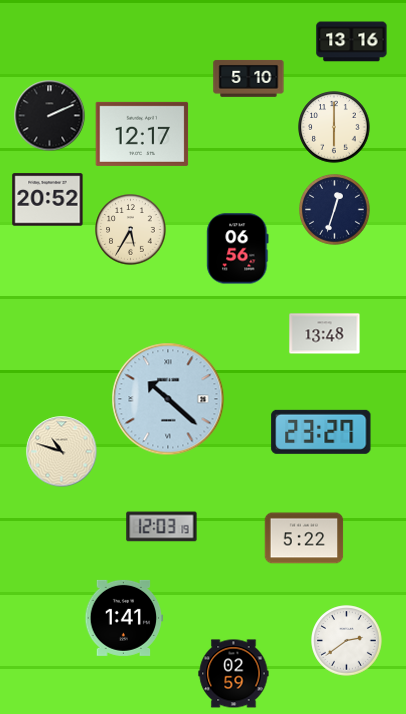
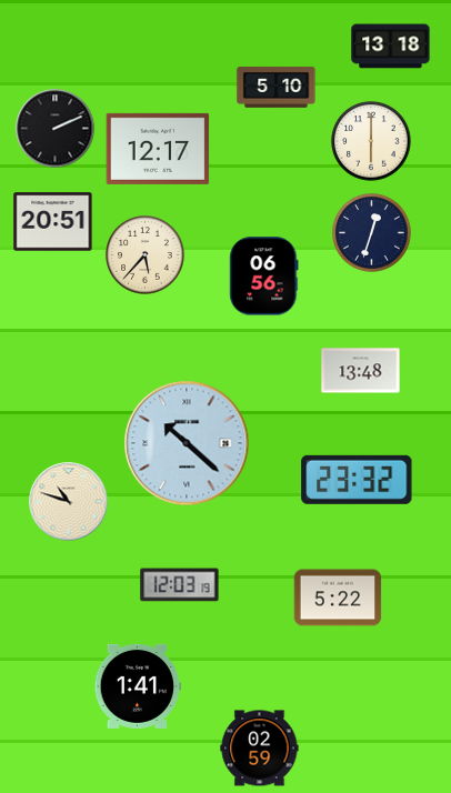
clock at (352, 42): 13:16 -> 13:18
clock at (48, 200): 20:52 -> 20:51
clock at (131, 230): 5:35 -> 5:37
clock at (321, 432): 23:27 -> 23:32
clock at (347, 641): 2:39 -> none
